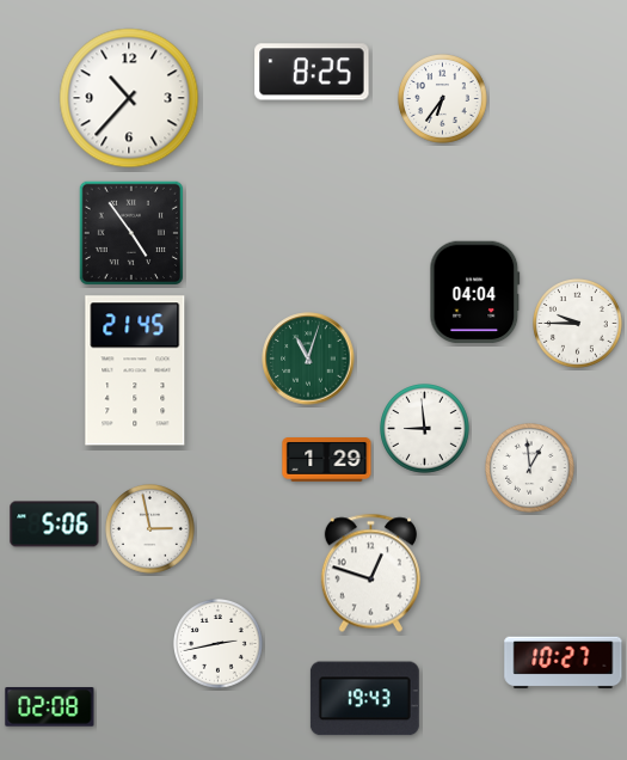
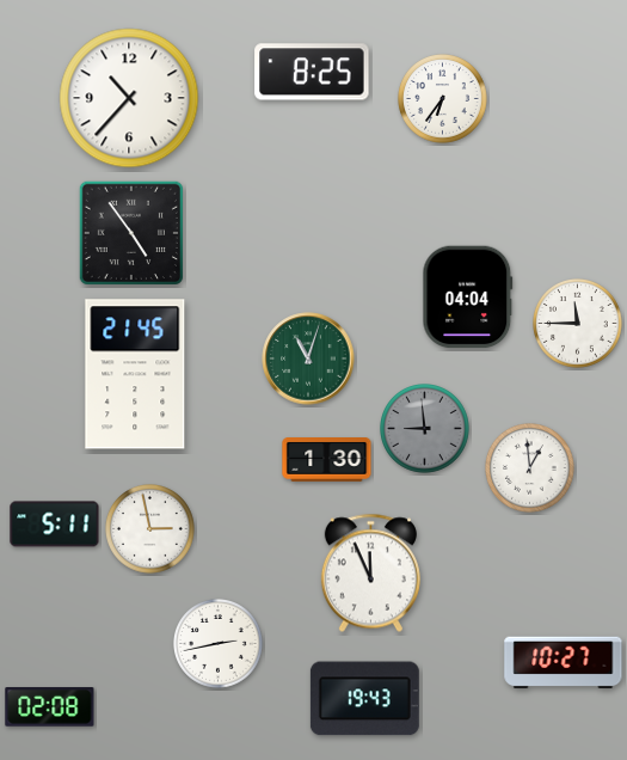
clock at (475, 293) position: (475, 293) -> (468, 298)
clock at (578, 324): 9:45 -> 11:45
clock at (135, 370) position: (135, 370) -> (135, 374)
clock at (425, 429) dial: white -> grey
clock at (327, 460): 1:29 -> 1:30
clock at (55, 525): 5:06 -> 5:11
clock at (370, 574): 12:48 -> 11:56
